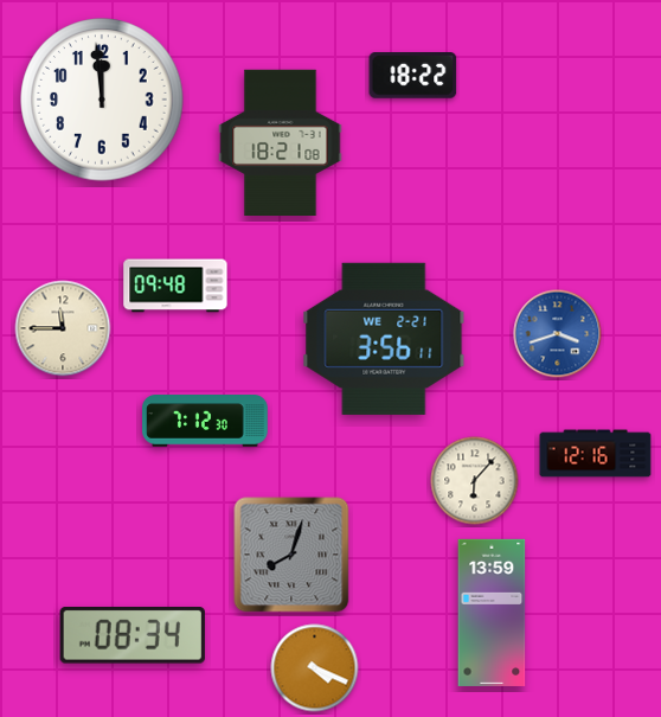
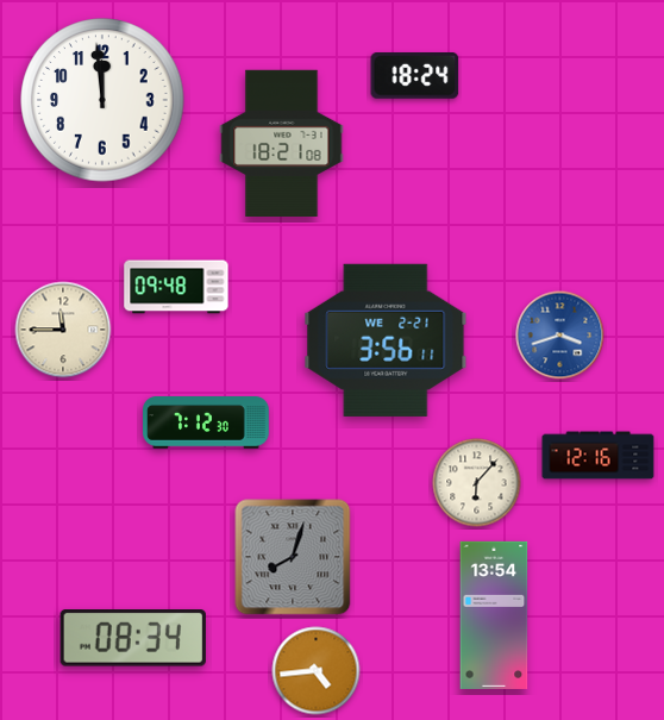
clock at (413, 76): 18:22 -> 18:24
clock at (492, 613): 13:59 -> 13:54
clock at (315, 668): 4:19 -> 4:44
